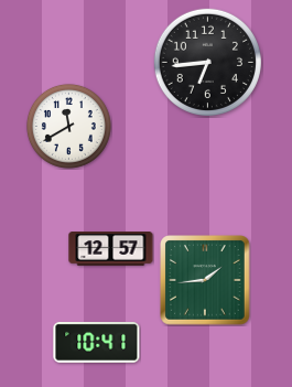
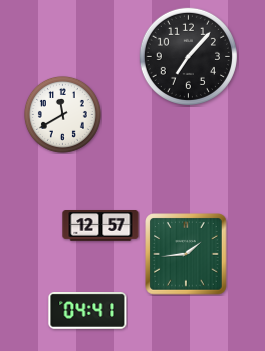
clock at (207, 62): 6:44 -> 7:07
clock at (97, 343): 10:41 -> 04:41
